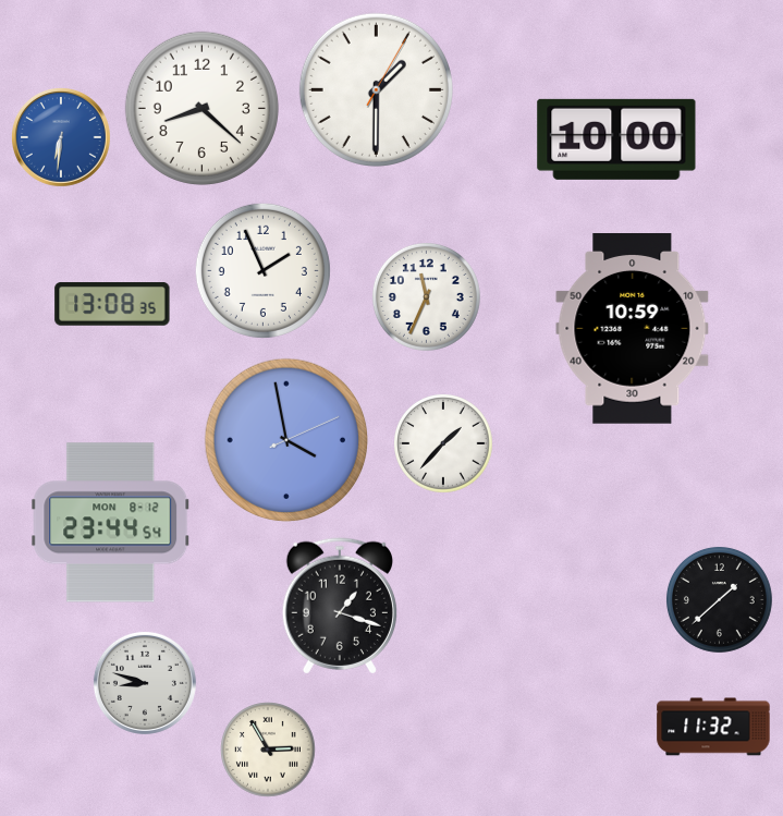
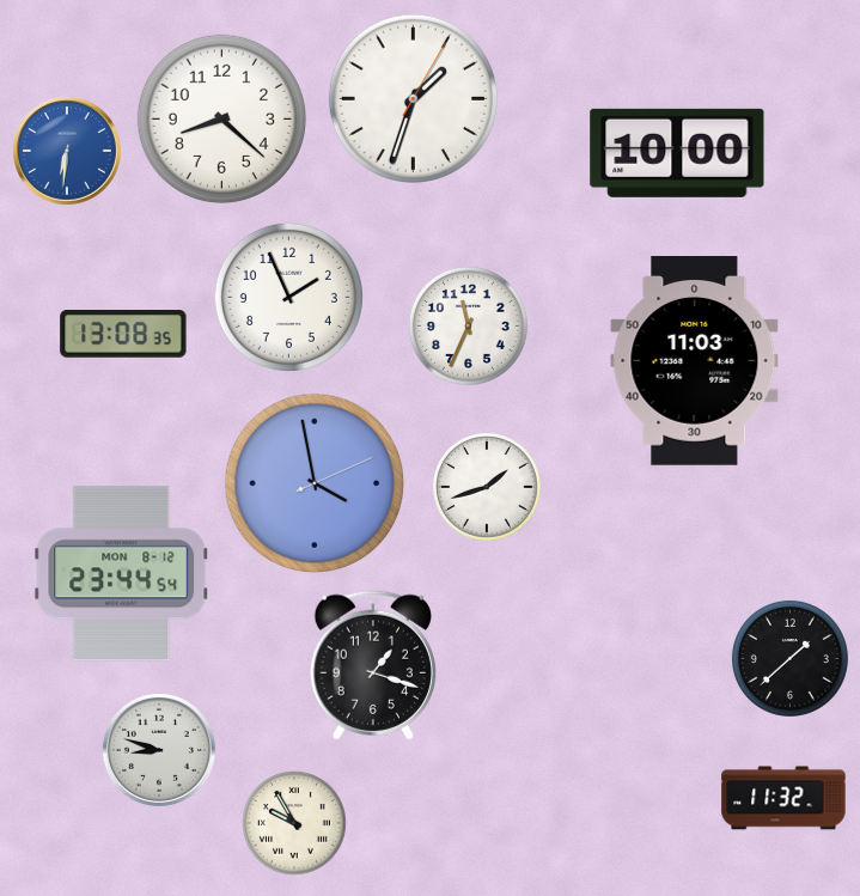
clock at (376, 89): 1:30 -> 1:33
clock at (633, 329): 10:59 -> 11:03
clock at (444, 444): 1:37 -> 1:42
clock at (268, 750): 2:55 -> 9:55
